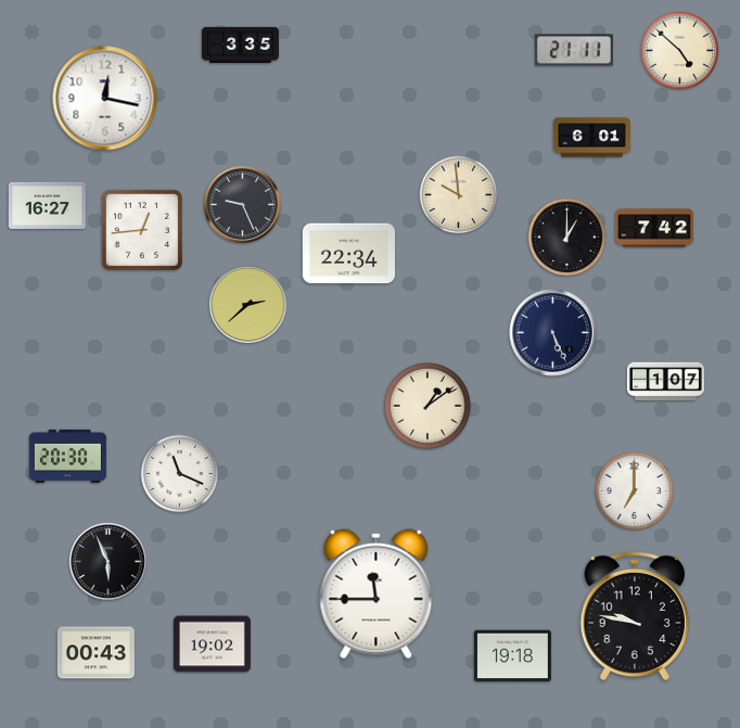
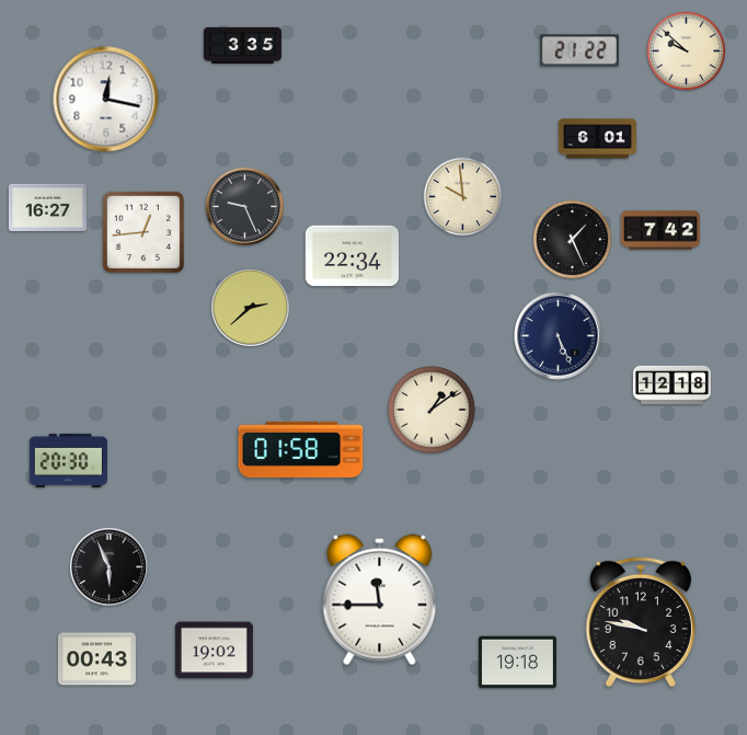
clock at (574, 50): 21:11 -> 21:22
clock at (680, 51): 4:52 -> 9:52
clock at (567, 238): 1:00 -> 1:26
clock at (665, 382): 1:07 -> 12:18
clock at (301, 449): none -> 01:58
clock at (180, 474): 11:19 -> none
clock at (635, 491): 7:00 -> none
